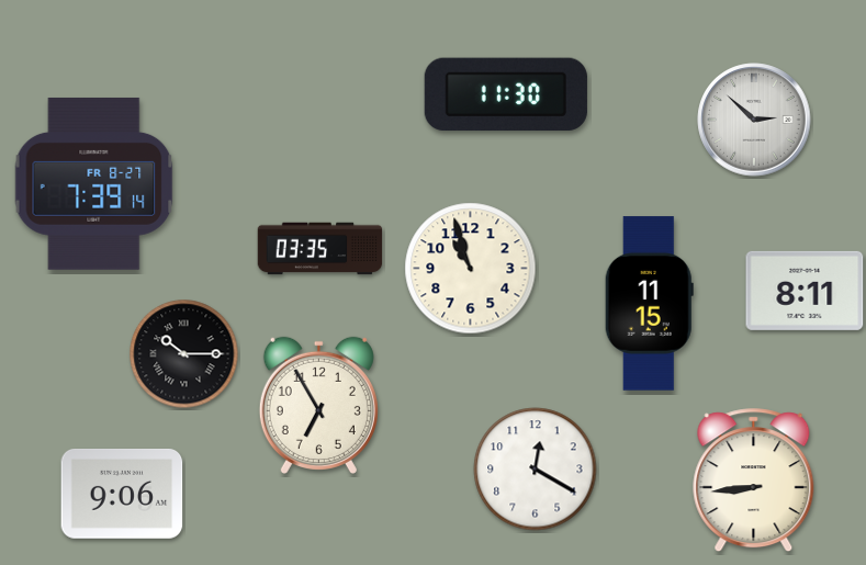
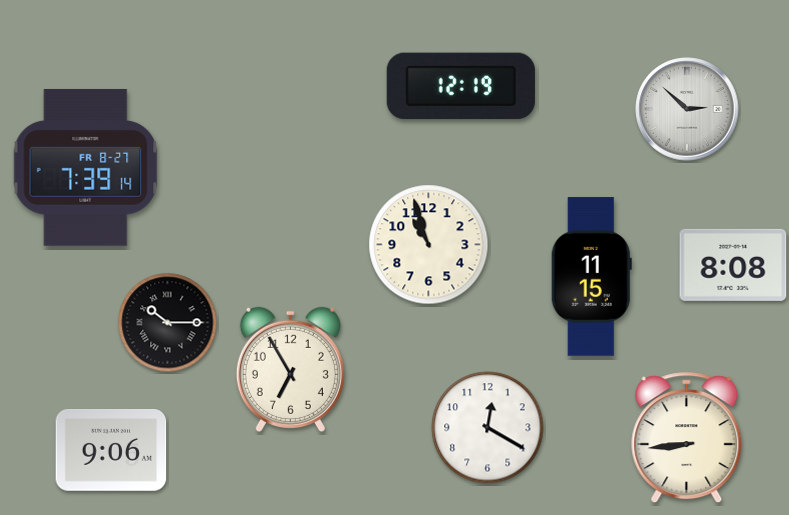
clock at (506, 94): 11:30 -> 12:19
clock at (320, 249): 03:35 -> none
clock at (805, 291): 8:11 -> 8:08
